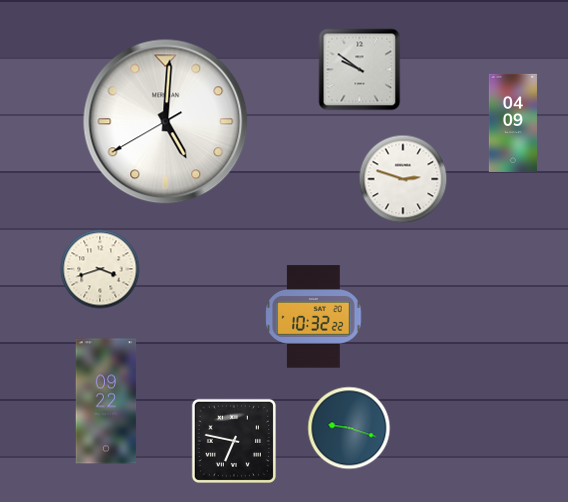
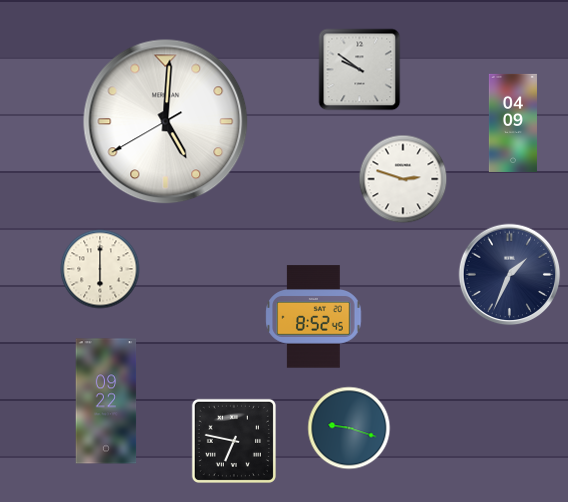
clock at (100, 269): 3:42 -> 6:00
clock at (510, 275): none -> 1:34
clock at (314, 317): 10:32 -> 8:52
